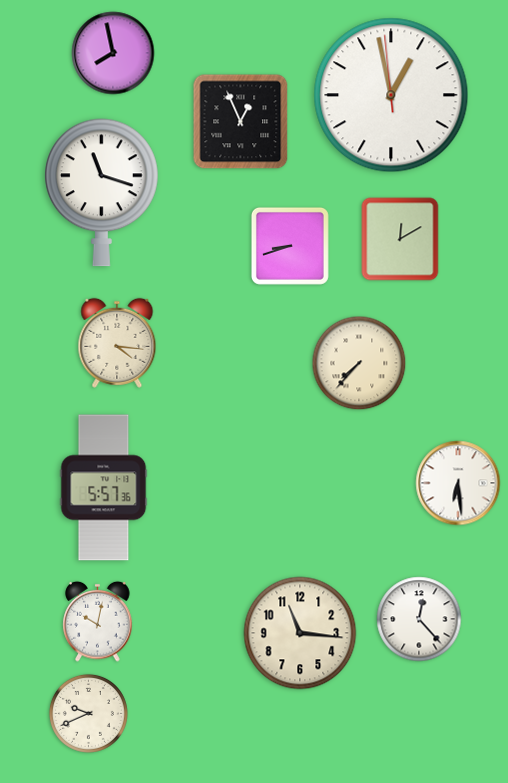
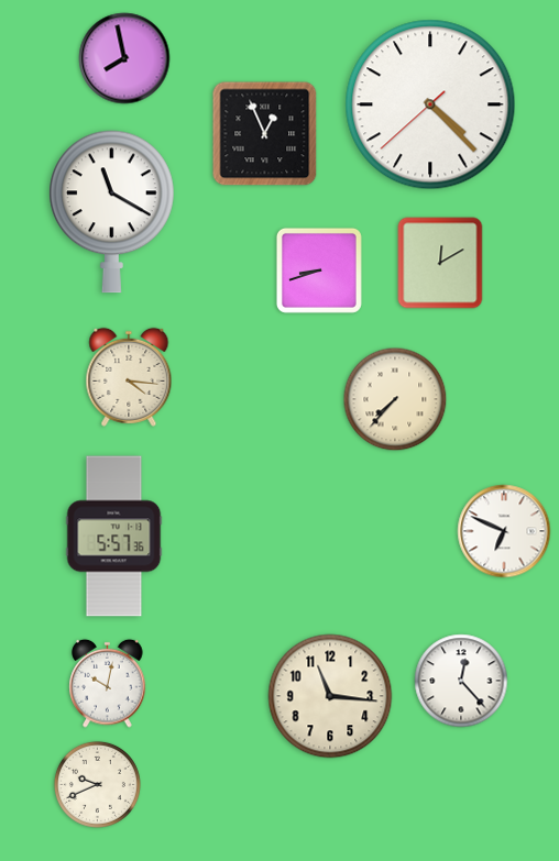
clock at (391, 95): 12:57 -> 4:22
clock at (101, 193): 11:18 -> 11:20
clock at (458, 483): 6:29 -> 6:49
